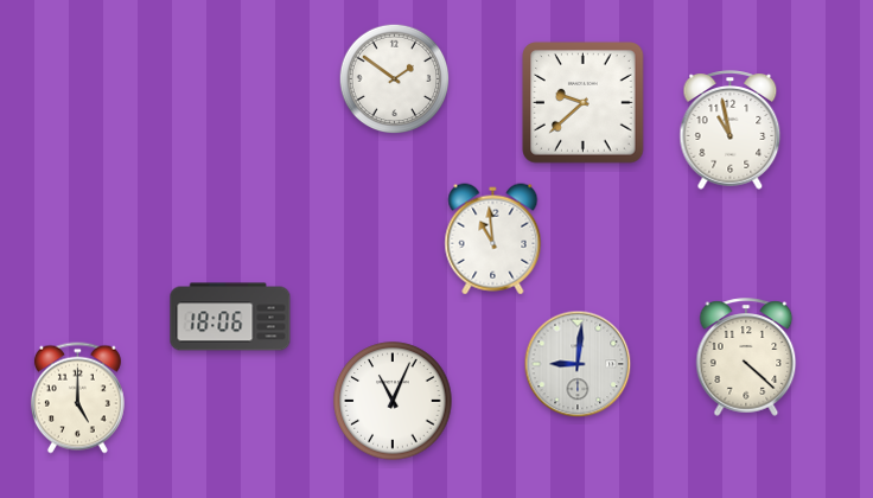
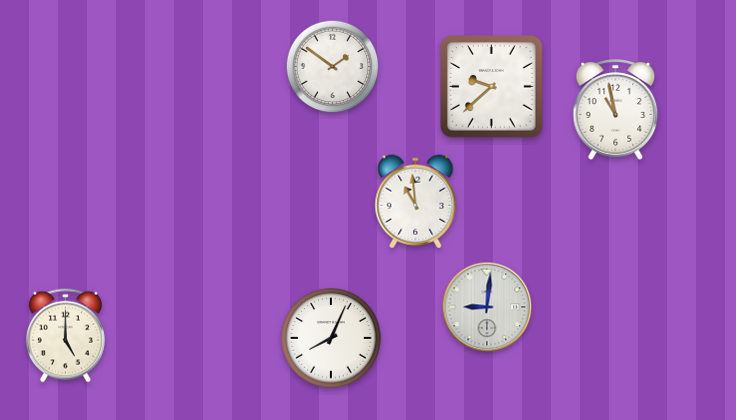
clock at (230, 317): 18:06 -> none
clock at (746, 357): 4:22 -> none
clock at (393, 401): 11:04 -> 8:04
